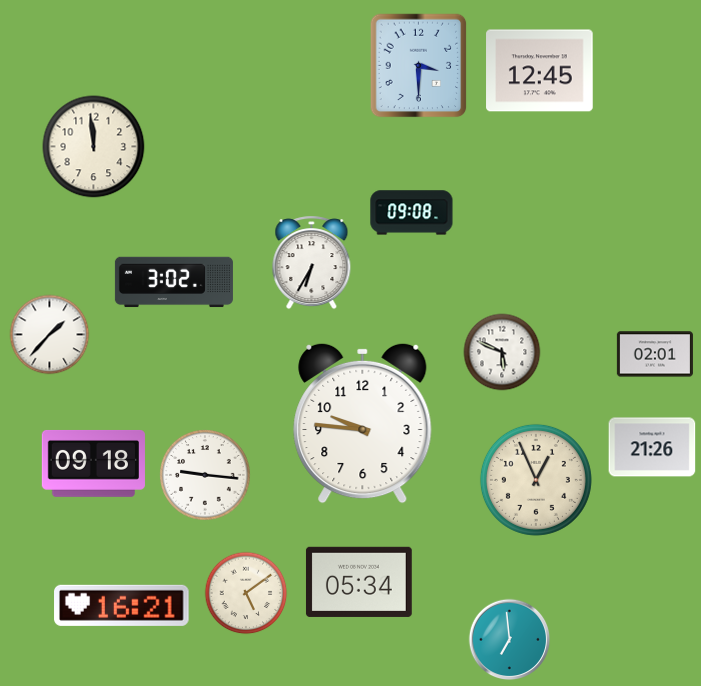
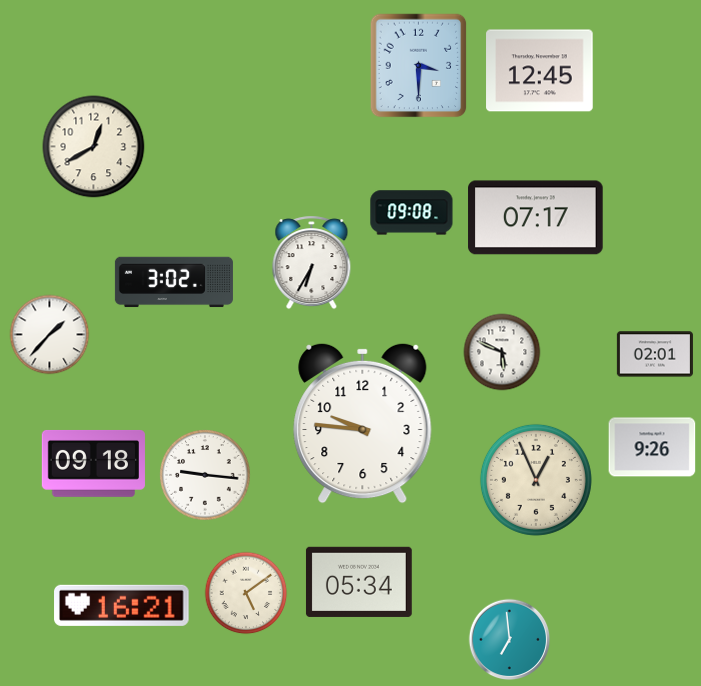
clock at (94, 147): 11:59 -> 12:40
clock at (536, 218): none -> 07:17
clock at (652, 447): 21:26 -> 9:26
